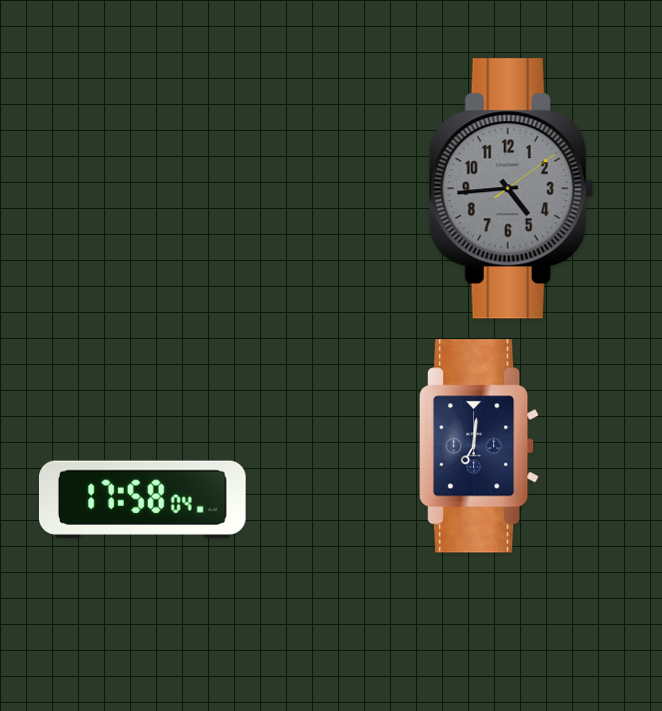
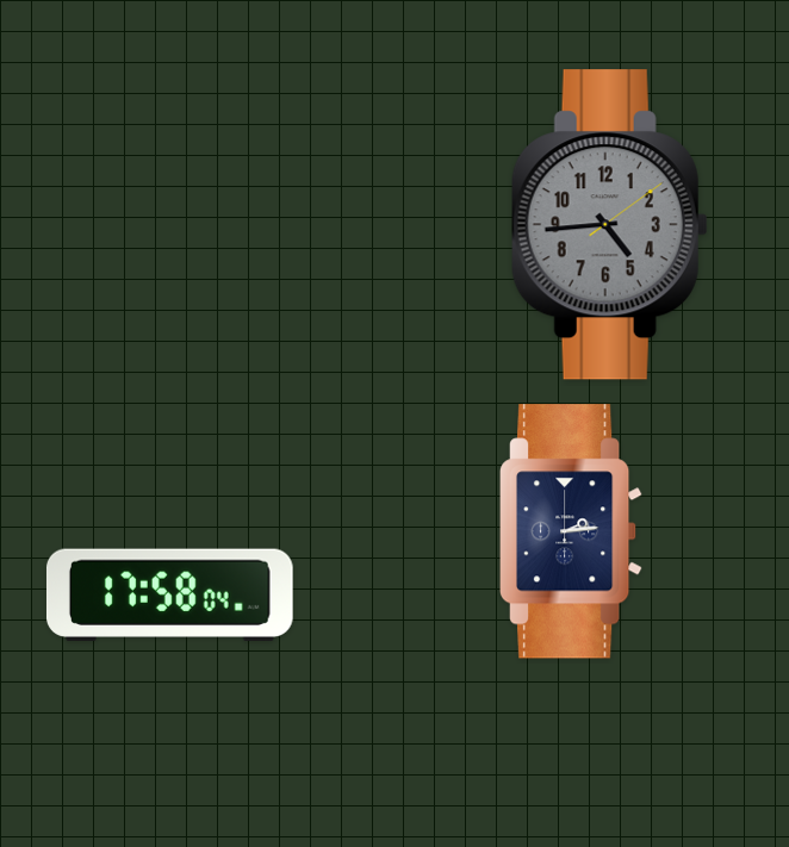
clock at (480, 446): 7:01 -> 2:14
